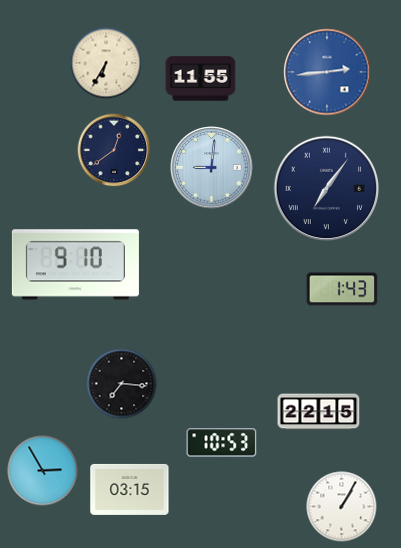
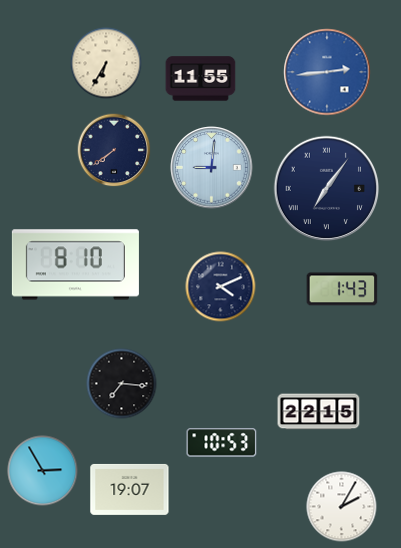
clock at (114, 150): 12:39 -> 7:39
clock at (75, 265): 9:10 -> 8:10
clock at (221, 287): none -> 4:11
clock at (130, 489): 03:15 -> 19:07
clock at (342, 507): 1:05 -> 2:05
